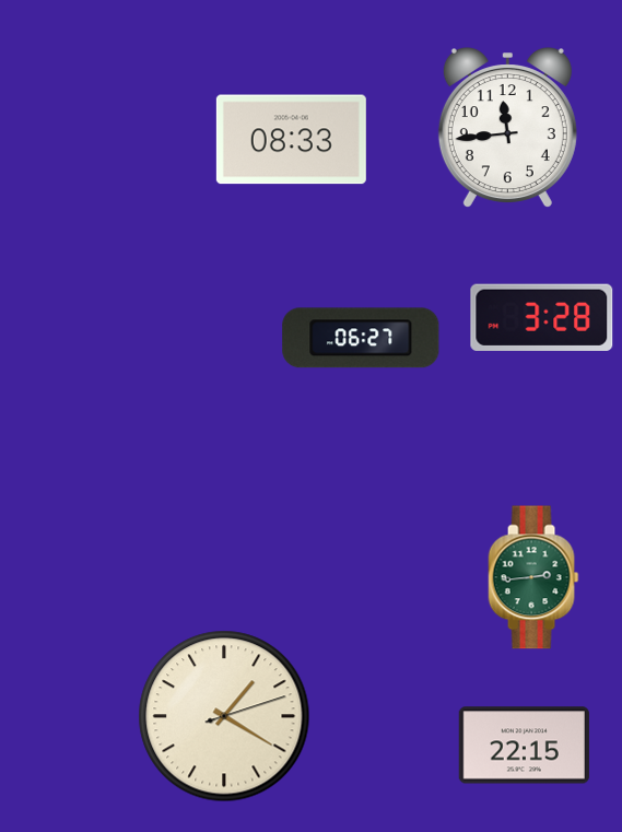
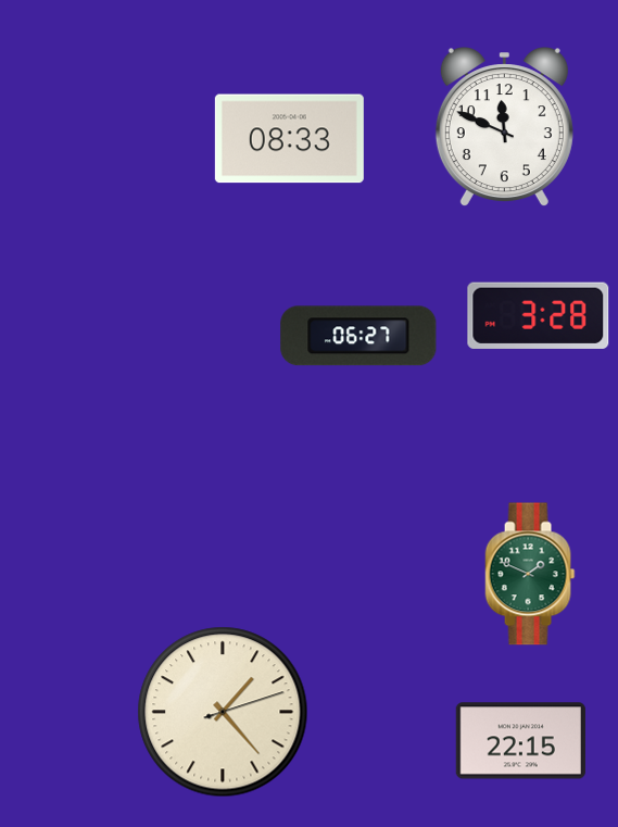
clock at (507, 128): 11:44 -> 11:49
clock at (533, 577): 2:44 -> 1:49
clock at (224, 716): 1:20 -> 1:23
